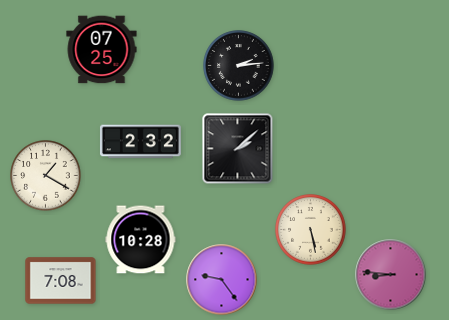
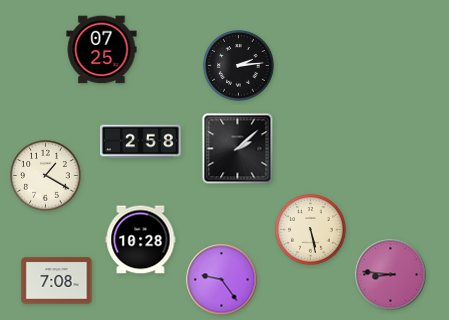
clock at (140, 142): 2:32 -> 2:58
clock at (61, 281) position: (61, 281) -> (57, 281)
